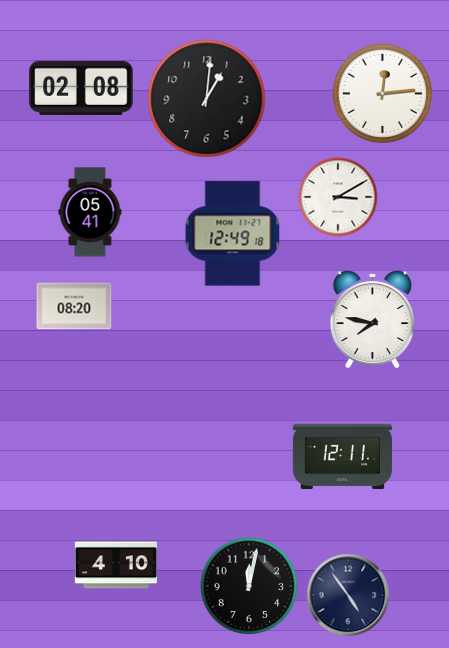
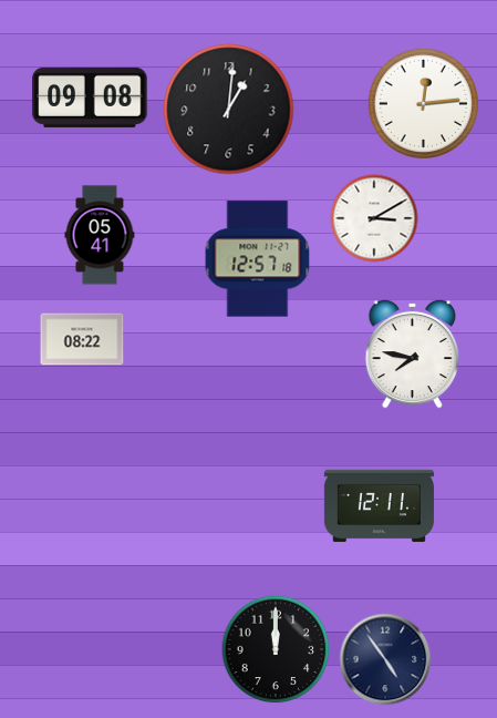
clock at (81, 88): 02:08 -> 09:08
clock at (233, 234): 12:49 -> 12:57
clock at (74, 306): 08:20 -> 08:22
clock at (116, 565): 4:10 -> none
clock at (249, 586): 12:02 -> 12:00
